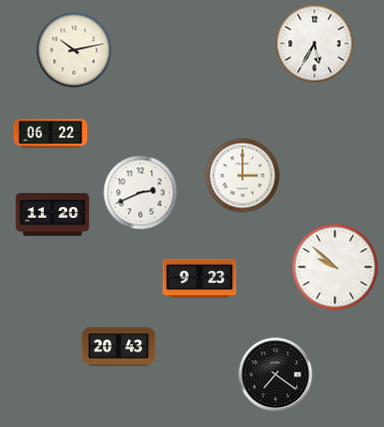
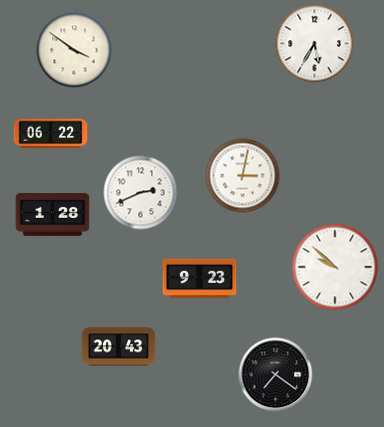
clock at (74, 50): 10:13 -> 3:51
clock at (243, 176): 3:00 -> 3:02
clock at (53, 215): 11:20 -> 1:28
